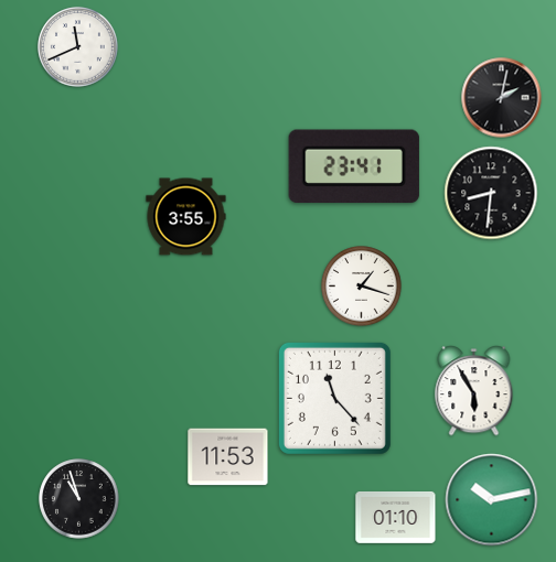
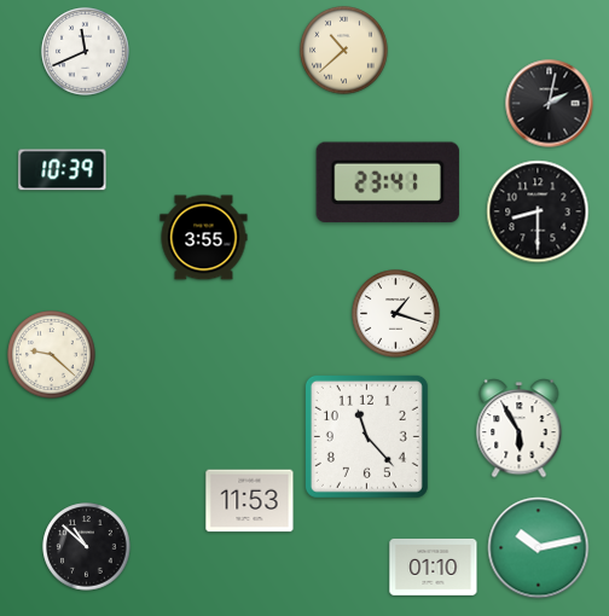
clock at (344, 51): none -> 10:38
clock at (502, 98) position: (502, 98) -> (550, 104)
clock at (63, 170): none -> 10:39
clock at (491, 193): 8:31 -> 8:30
clock at (52, 355): none -> 9:22
clock at (79, 499): 10:57 -> 10:52
